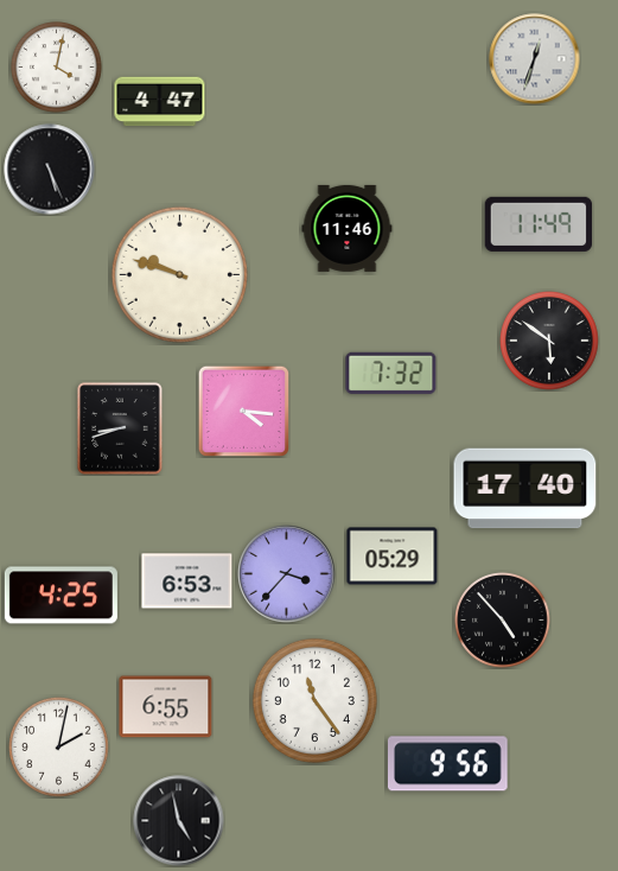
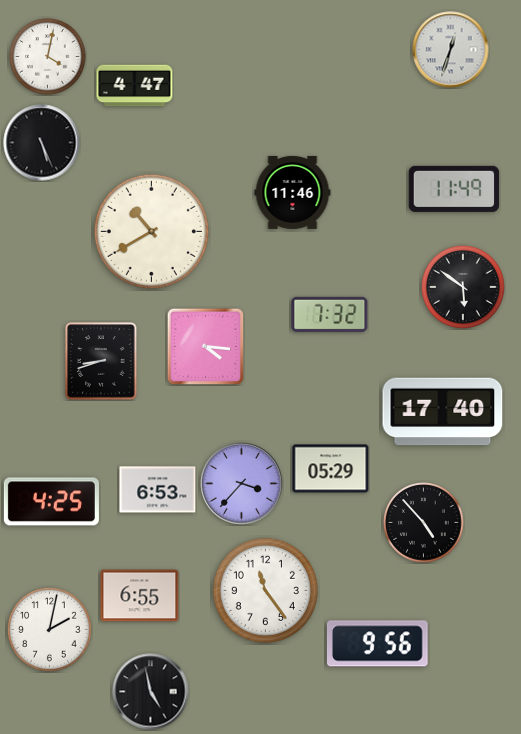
clock at (179, 274): 9:48 -> 10:40
